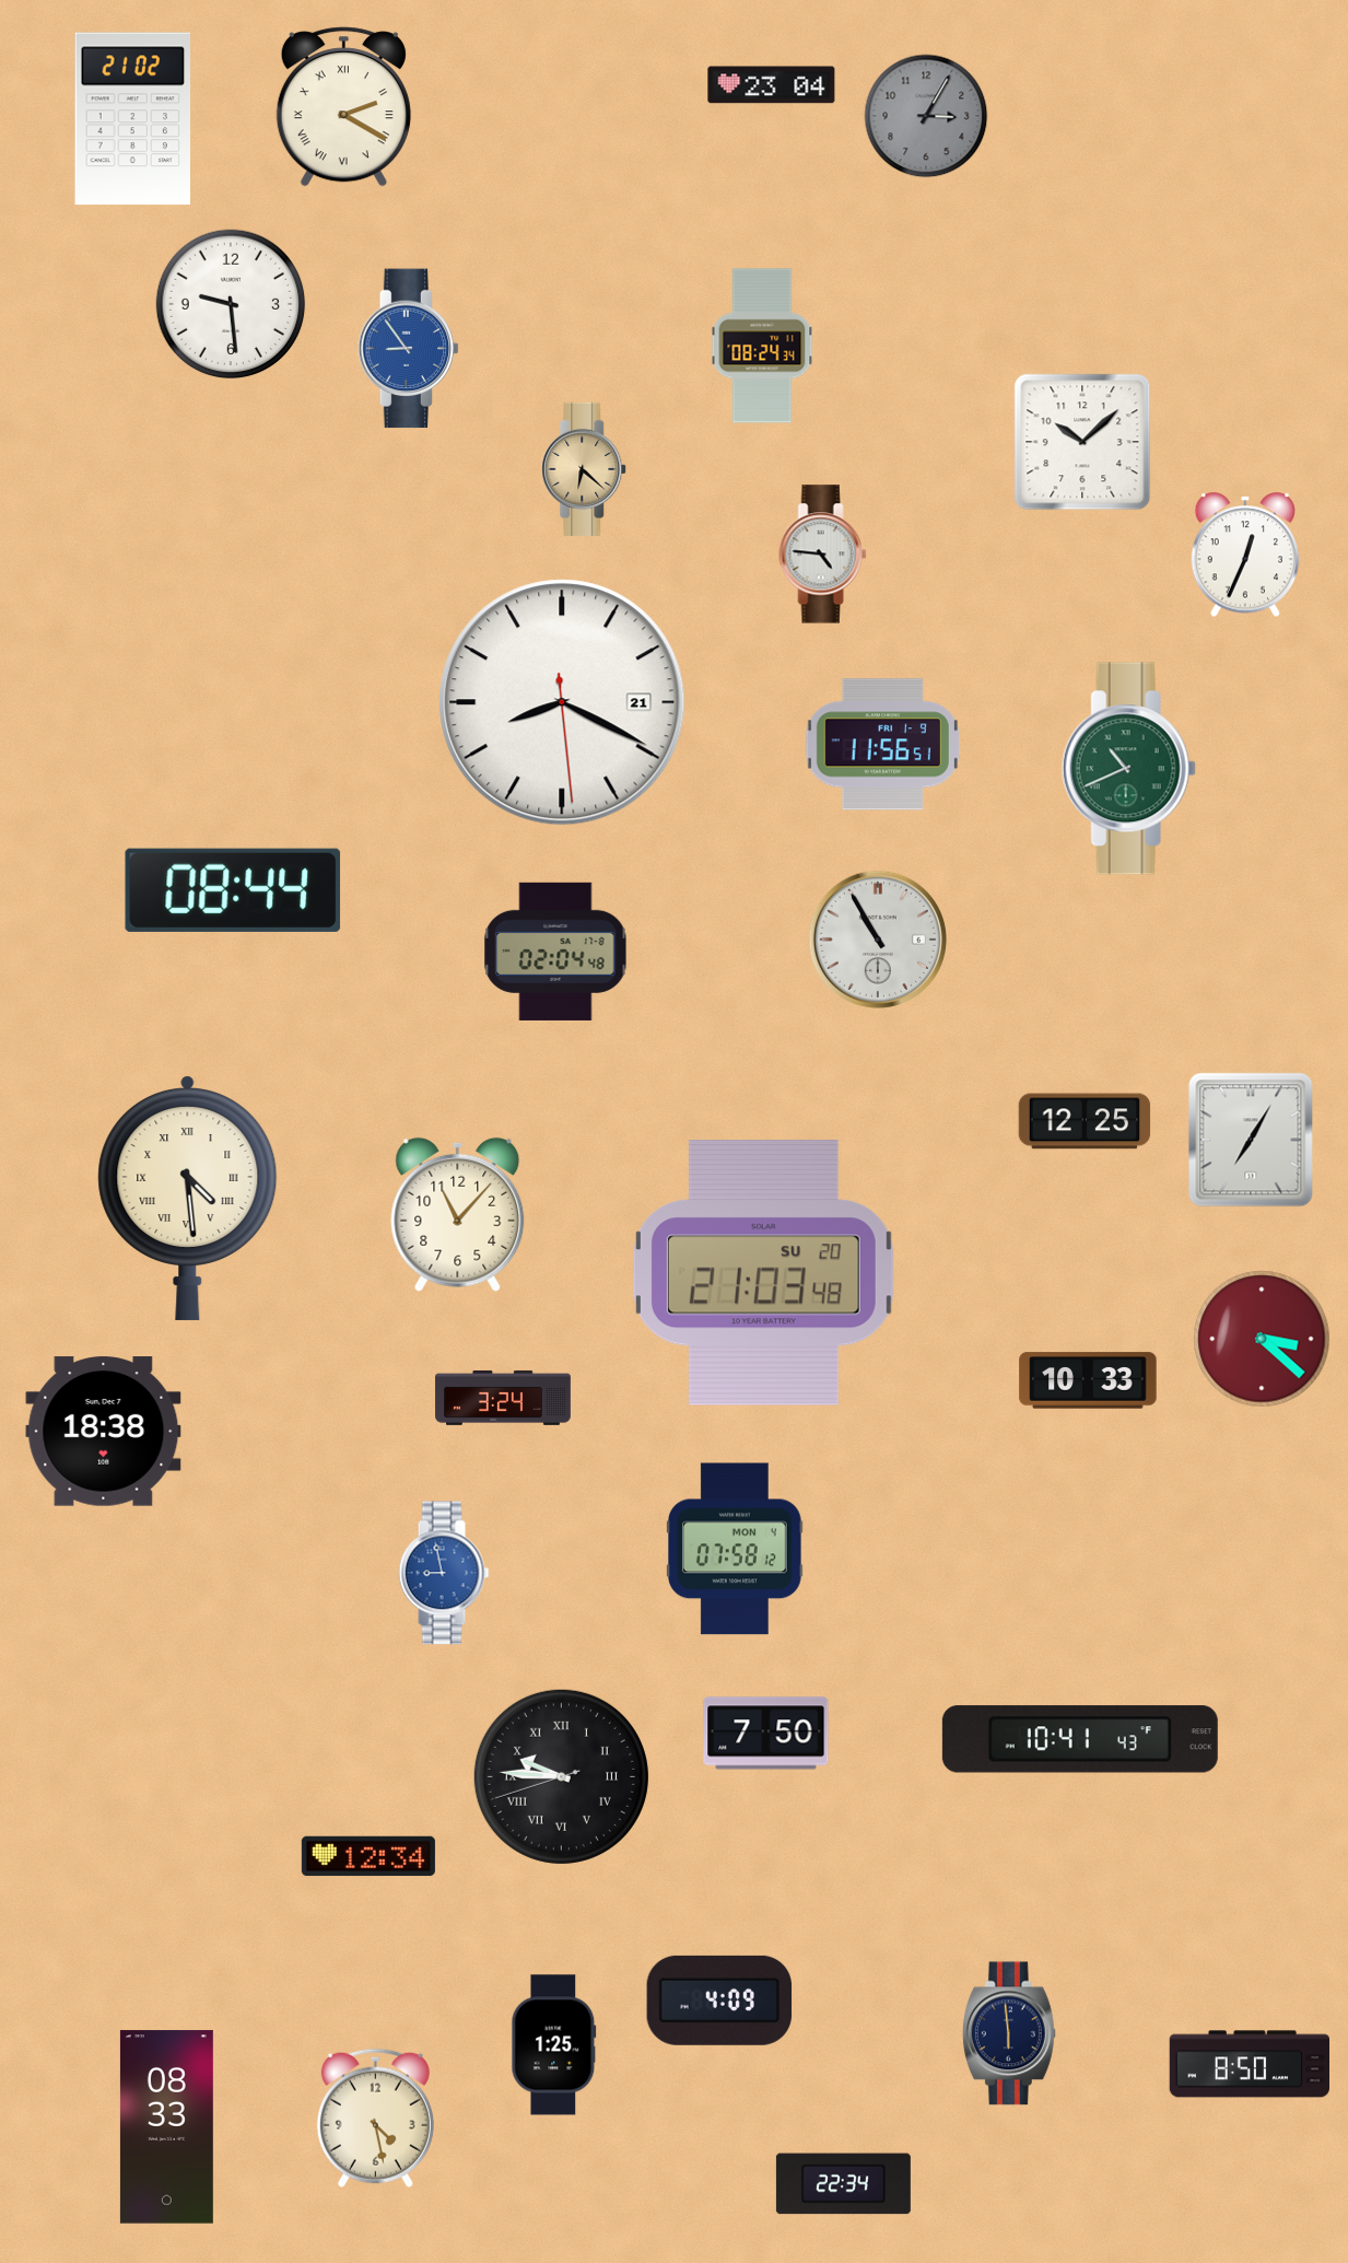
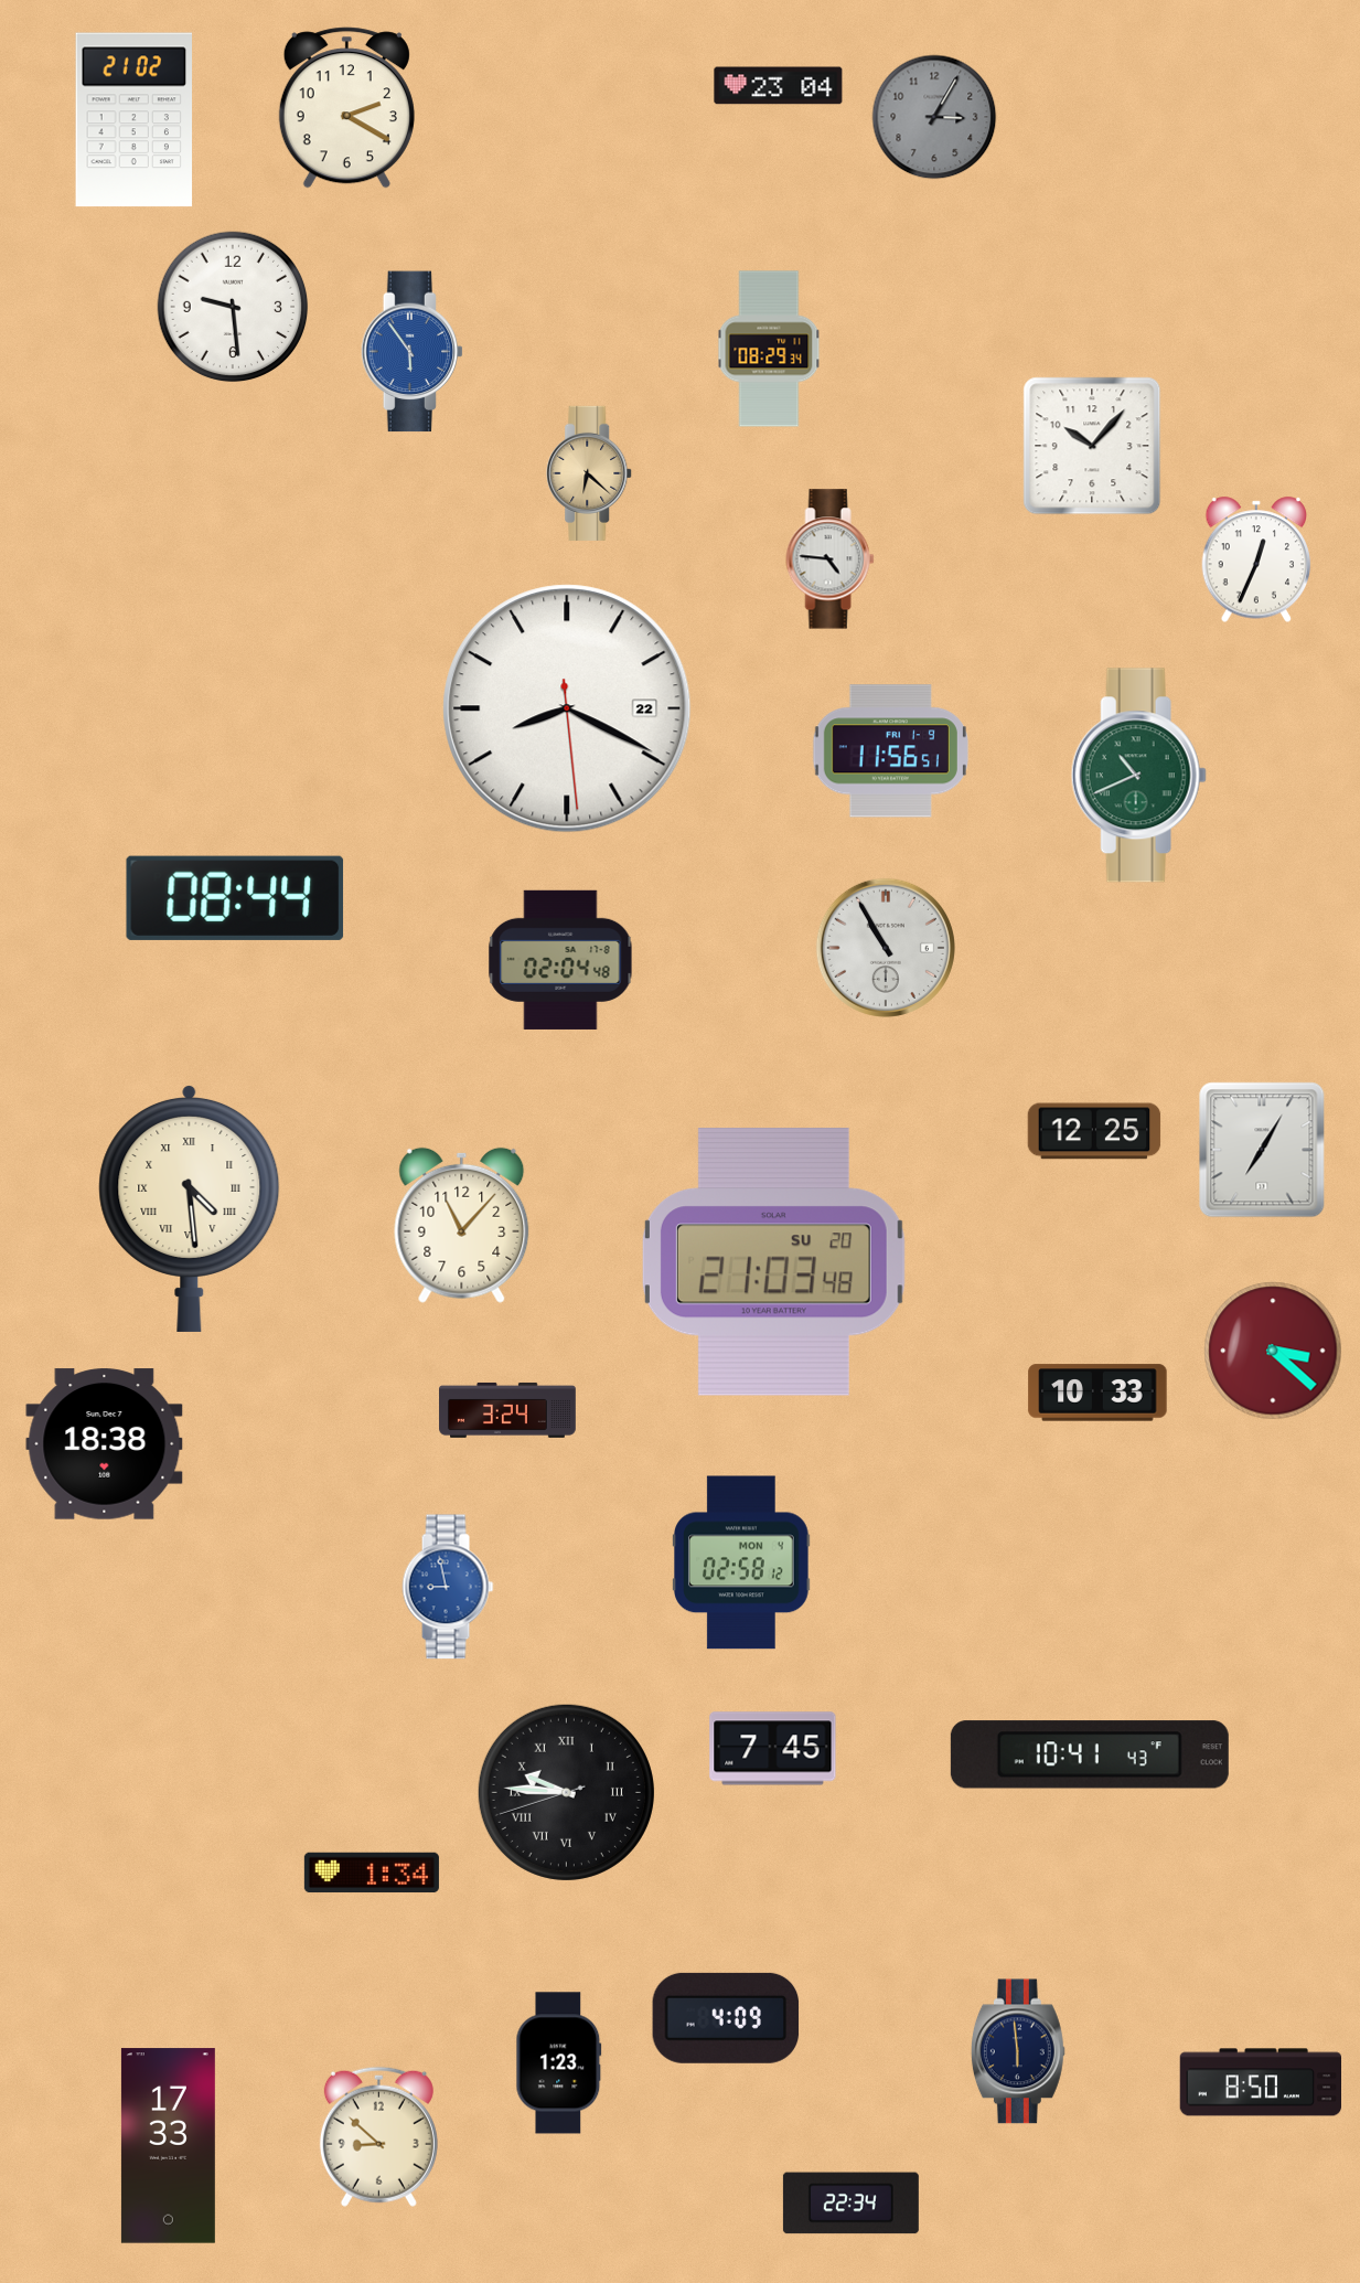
clock at (343, 107) numerals: Roman -> Arabic
clock at (762, 346): 08:24 -> 08:29
clock at (409, 349): 8:54 -> 5:54
clock at (1082, 442): 10:08 -> 10:07
clock at (562, 702) date: 21 -> 22
clock at (763, 1273) position: (763, 1273) -> (773, 1262)
clock at (736, 1549): 07:58 -> 02:58
clock at (766, 1734): 7:50 -> 7:45
clock at (368, 1856): 12:34 -> 1:34
clock at (554, 2045): 1:25 -> 1:23
clock at (375, 2118): 4:28 -> 8:52
clock at (166, 2127): 08:33 -> 17:33
